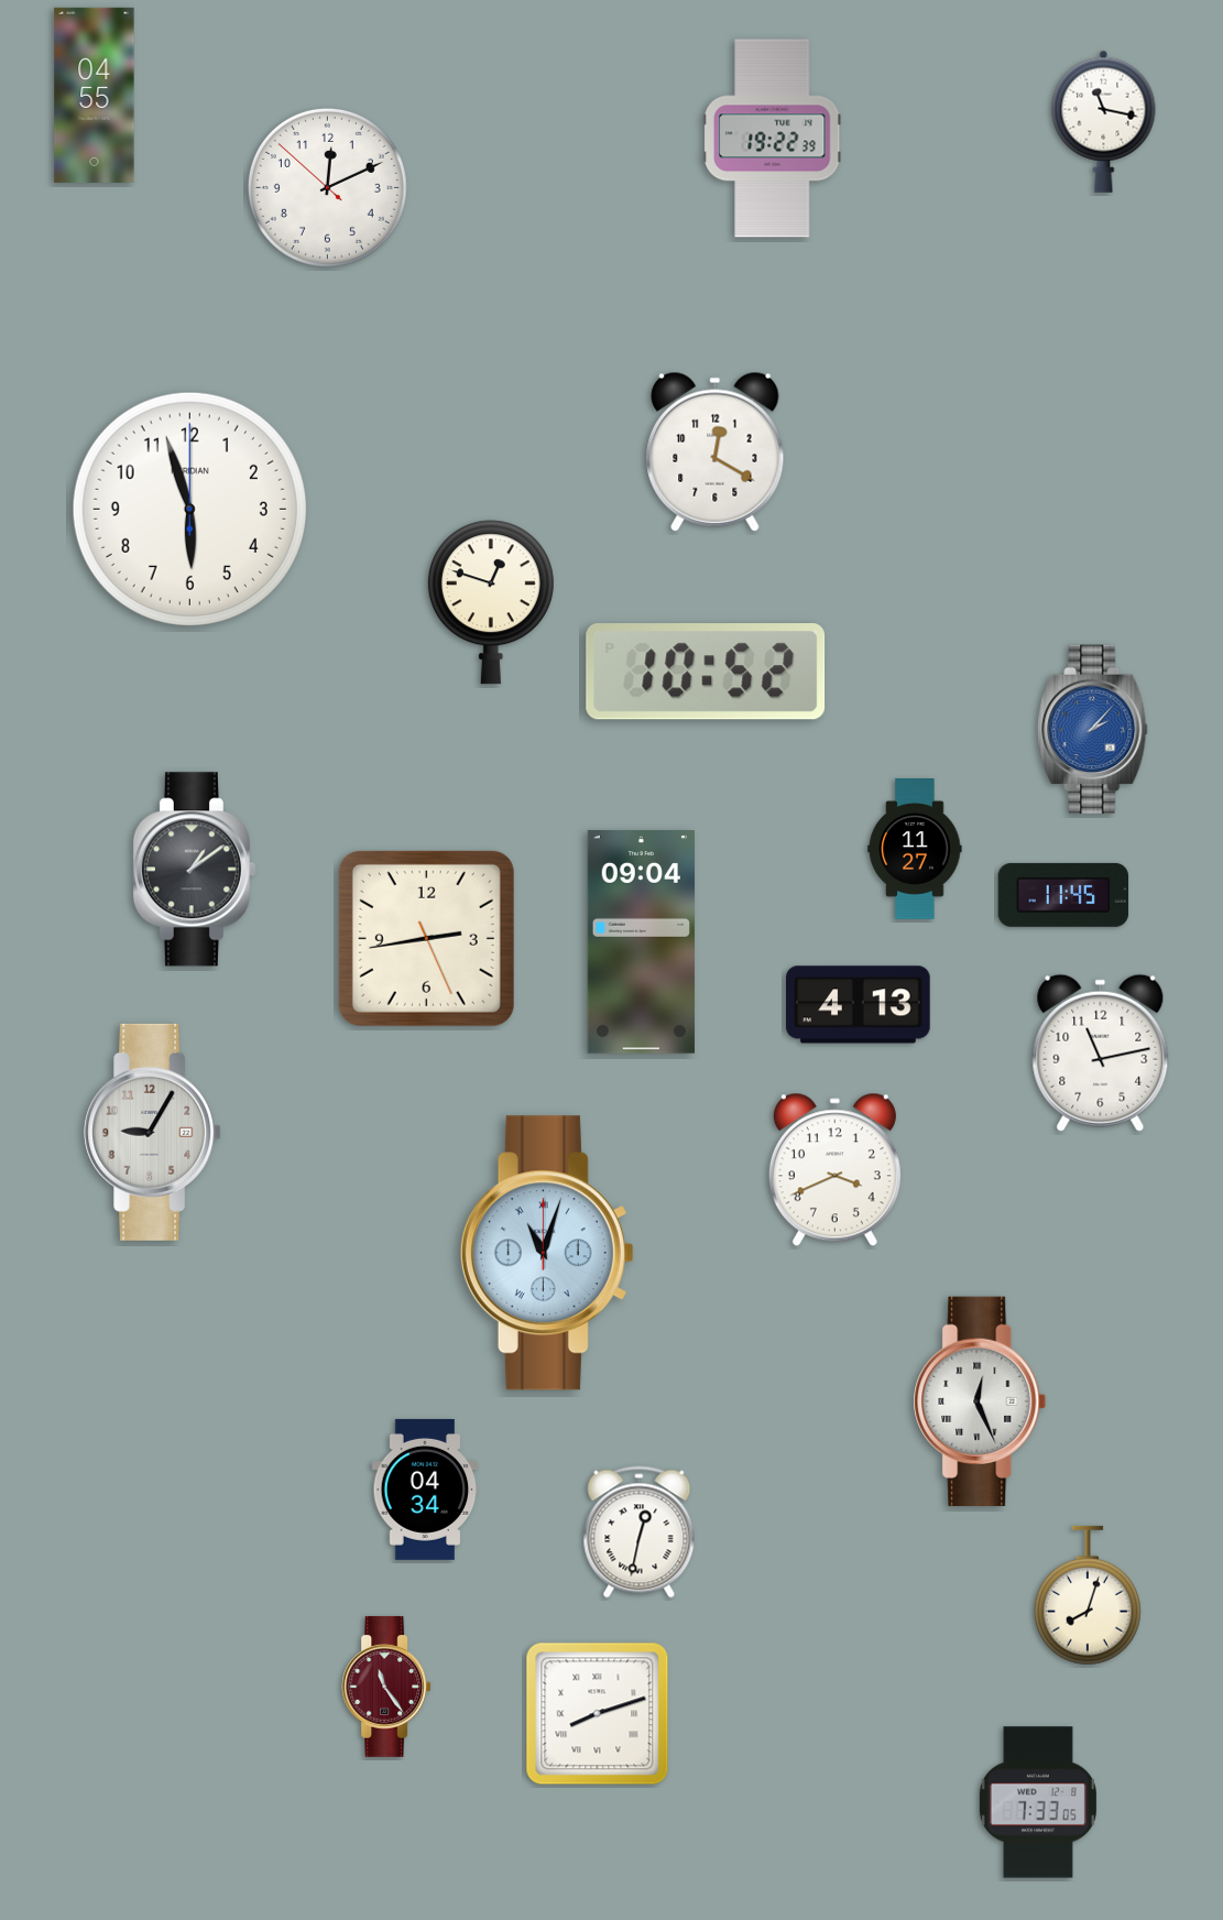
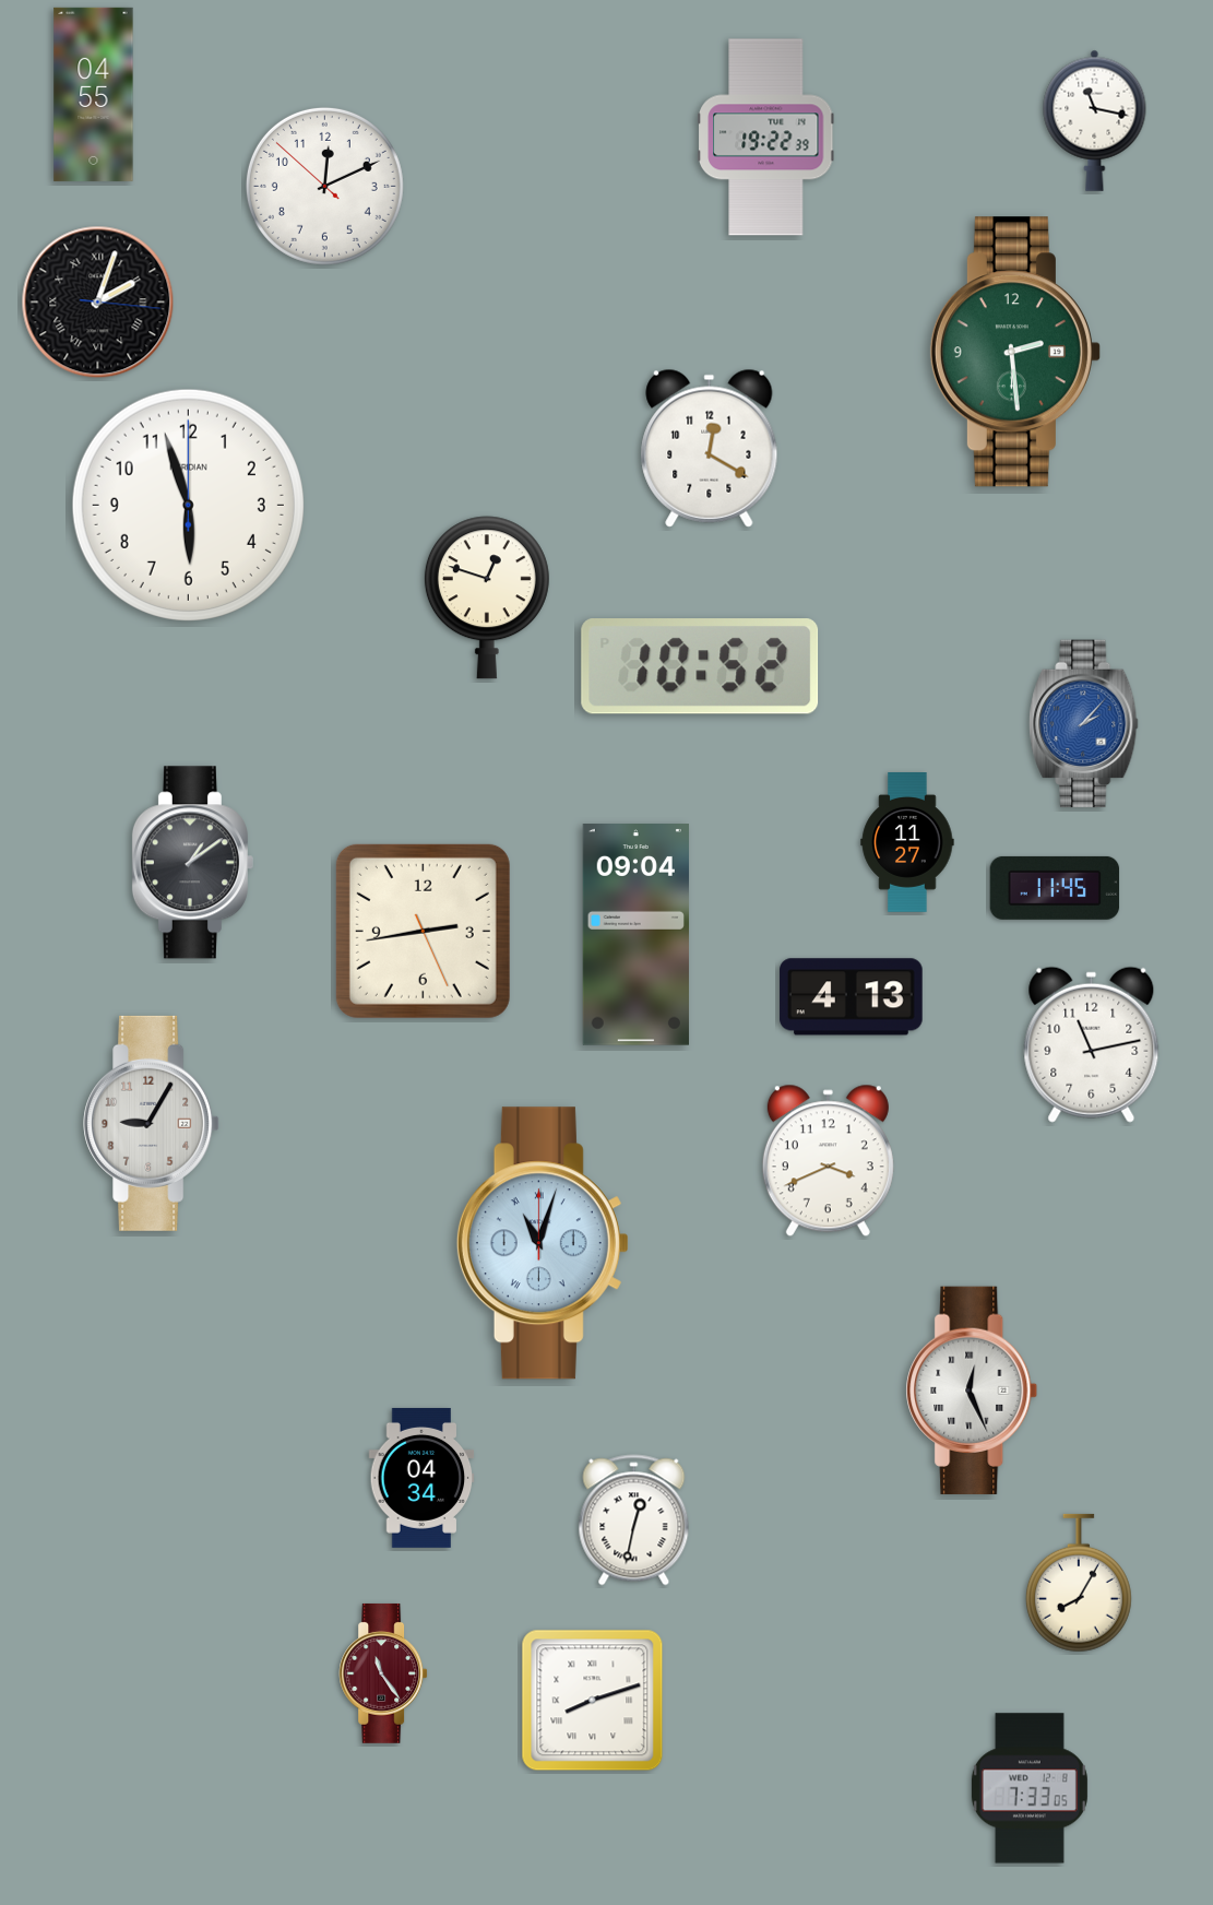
clock at (98, 303): none -> 2:03
clock at (1015, 352): none -> 2:29
clock at (1088, 1595): 8:03 -> 8:05
